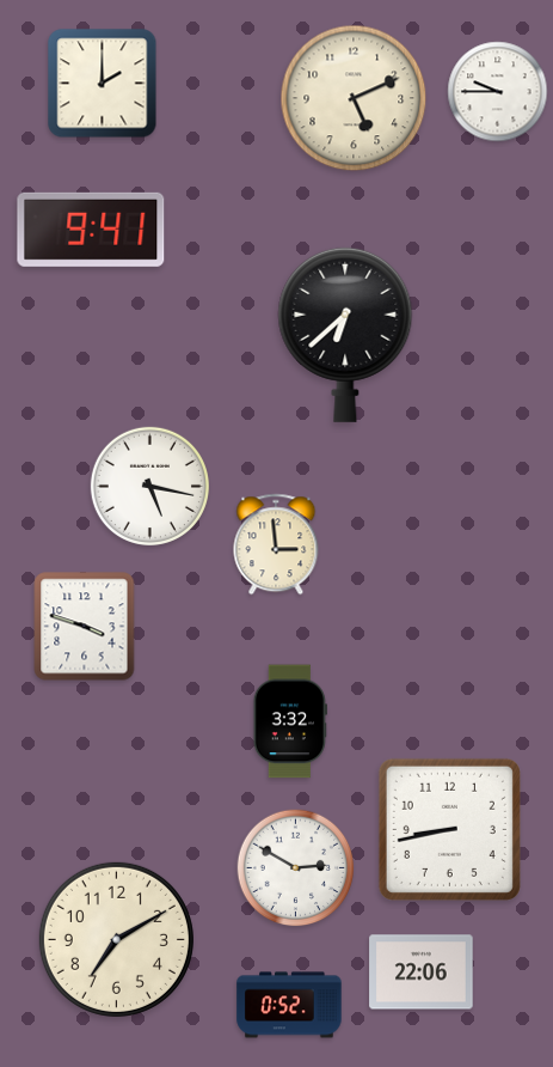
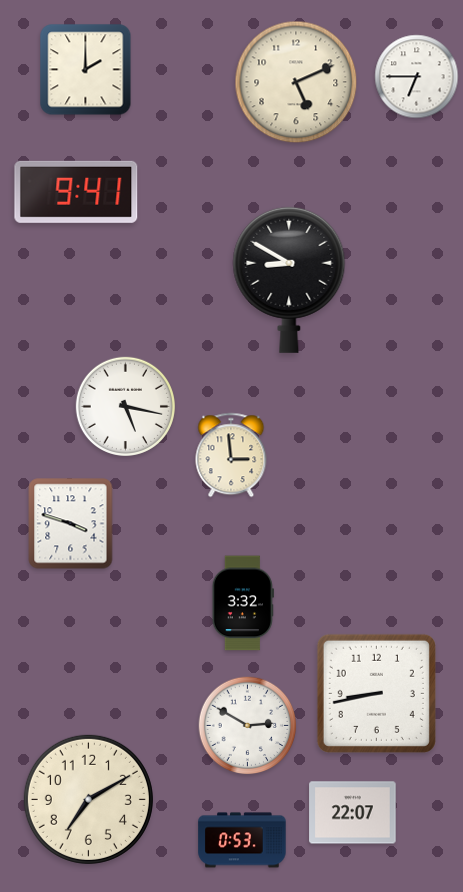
clock at (498, 92): 9:45 -> 6:45
clock at (345, 335): 6:38 -> 8:50
clock at (116, 939) position: (116, 939) -> (88, 799)
clock at (422, 973): 22:06 -> 22:07
clock at (289, 1005): 0:52 -> 0:53
